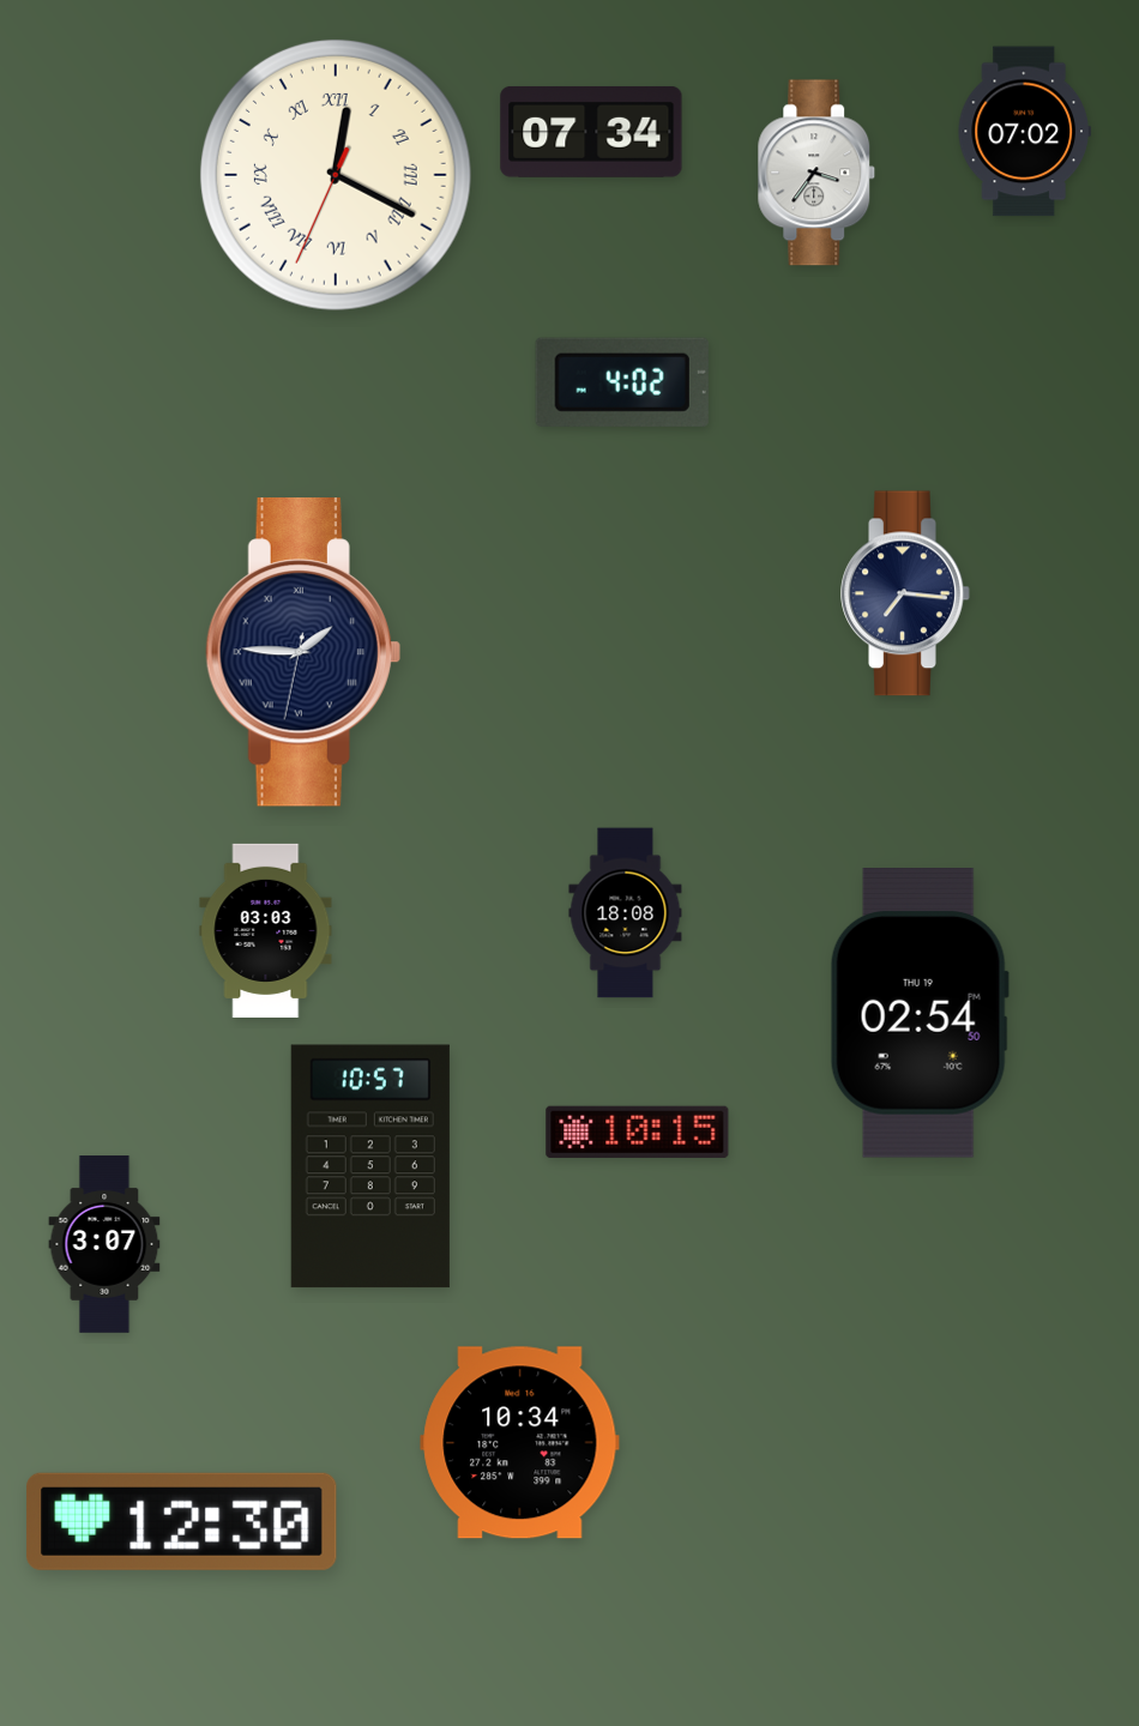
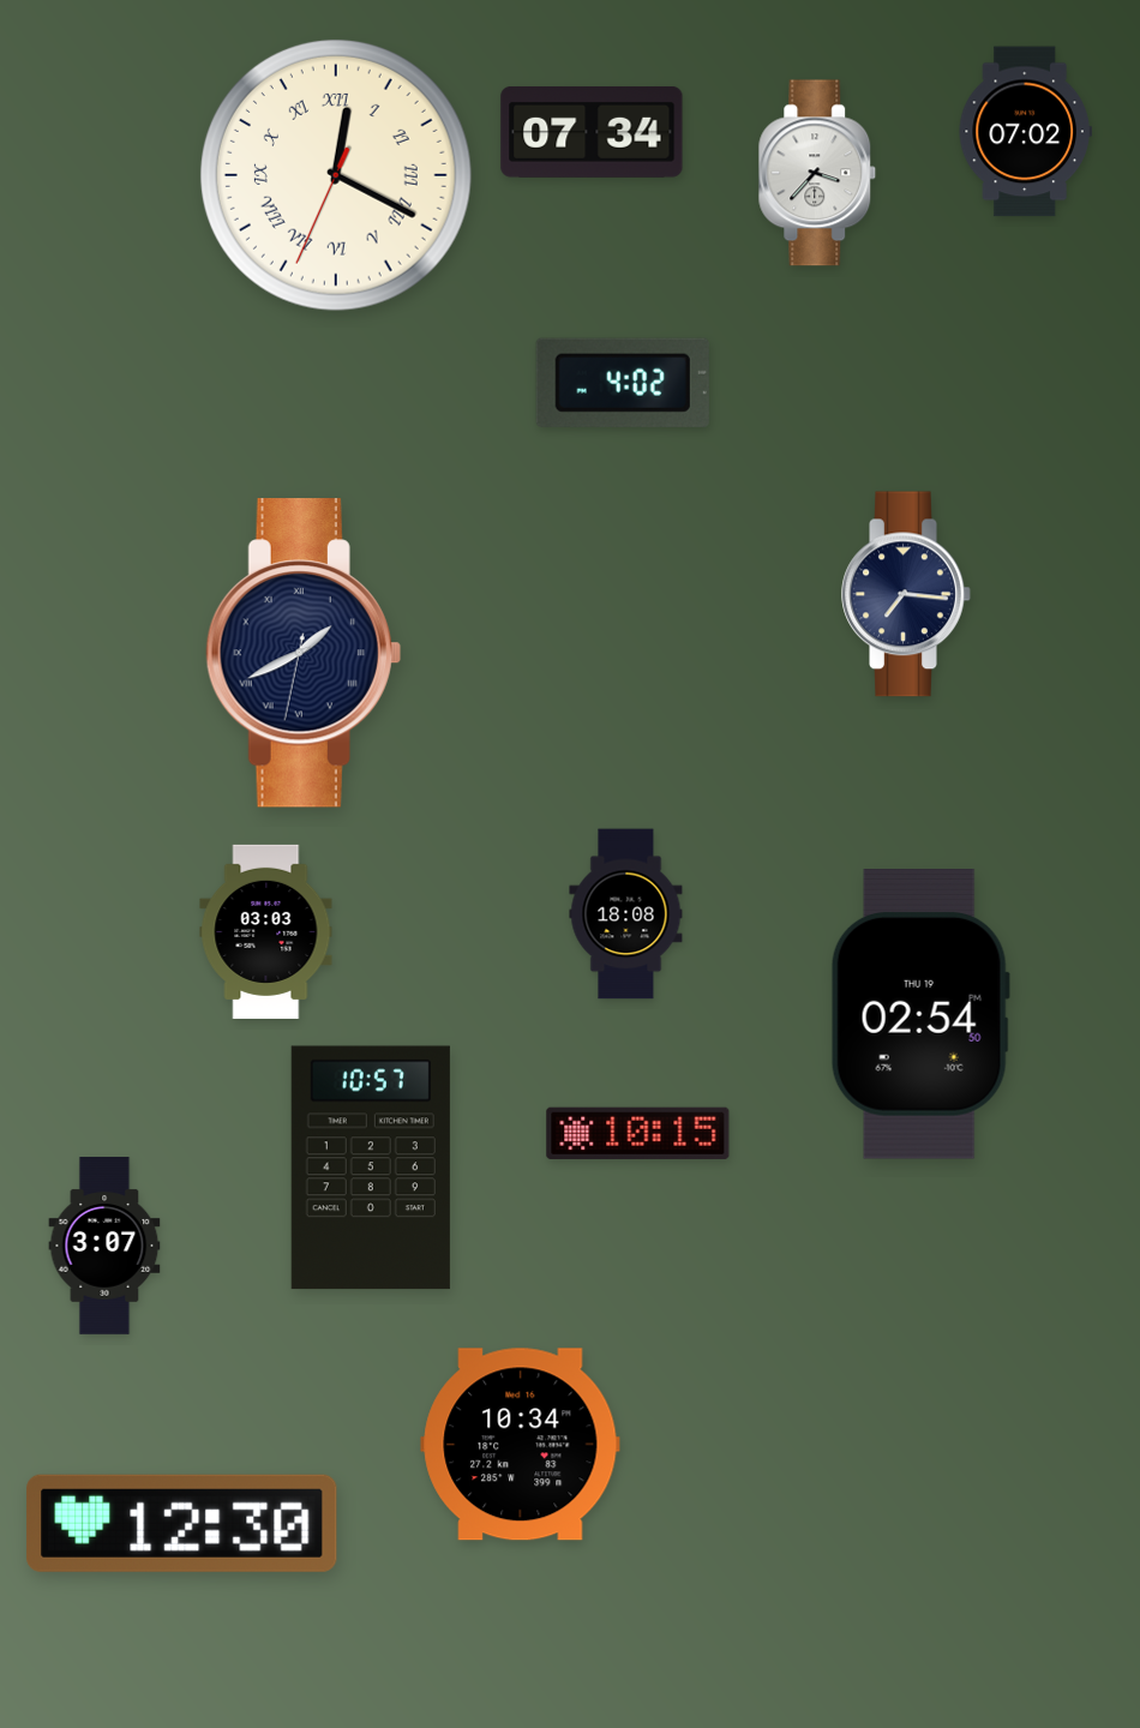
clock at (816, 173): 3:36 -> 3:37
clock at (303, 652): 1:45 -> 1:40
